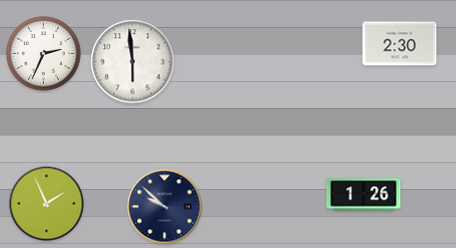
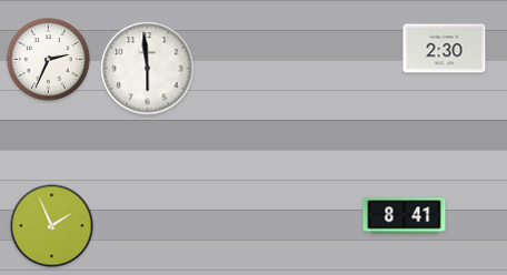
clock at (364, 195): 1:26 -> 8:41
clock at (165, 207): 9:52 -> none
